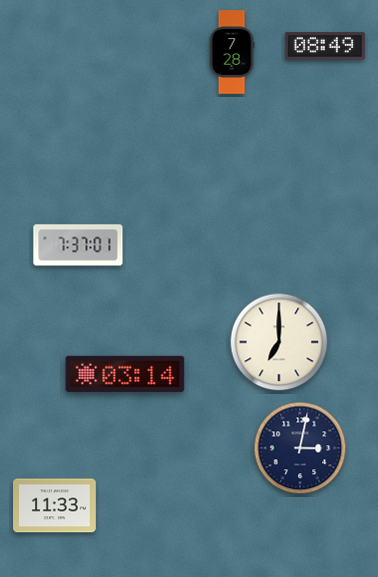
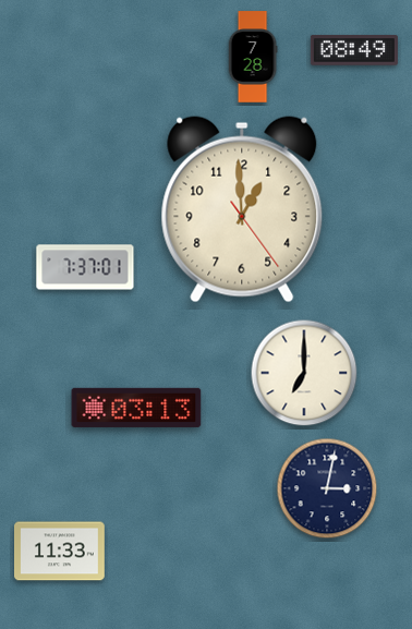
clock at (242, 209): none -> 12:59
clock at (125, 374): 03:14 -> 03:13
